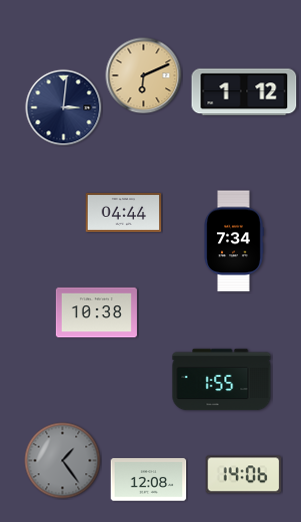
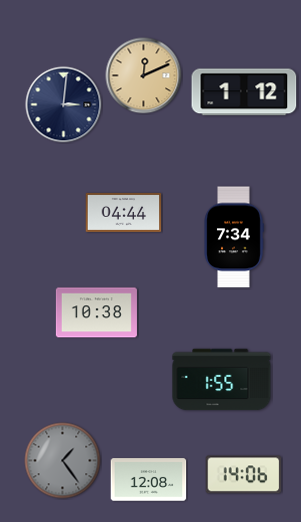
clock at (144, 76): 6:11 -> 12:11
clock at (64, 108) position: (64, 108) -> (64, 105)
clock at (234, 241) position: (234, 241) -> (234, 237)
